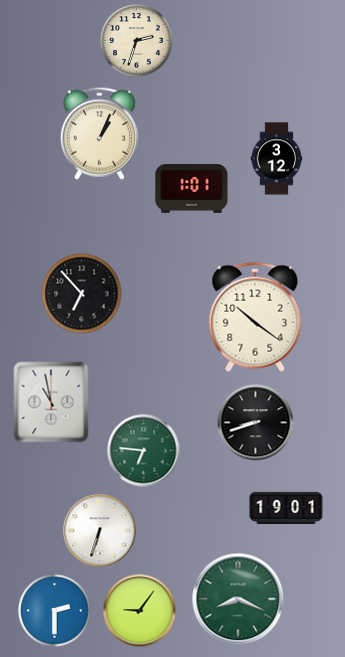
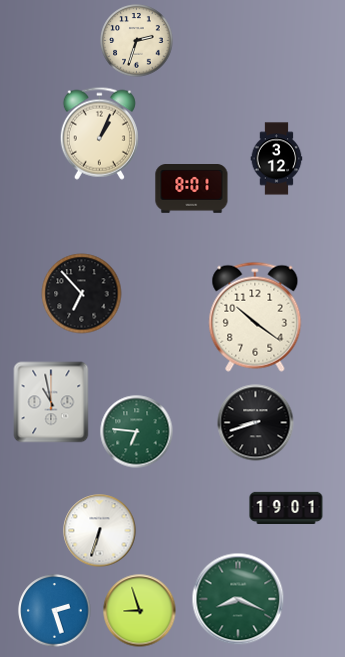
clock at (192, 189): 1:01 -> 8:01
clock at (144, 451) position: (144, 451) -> (137, 432)
clock at (55, 611): 2:30 -> 2:27
clock at (140, 611): 9:06 -> 8:57
